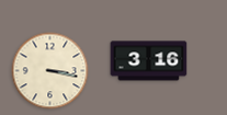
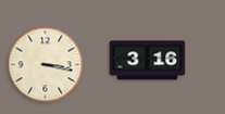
clock at (50, 71) position: (50, 71) -> (46, 65)
